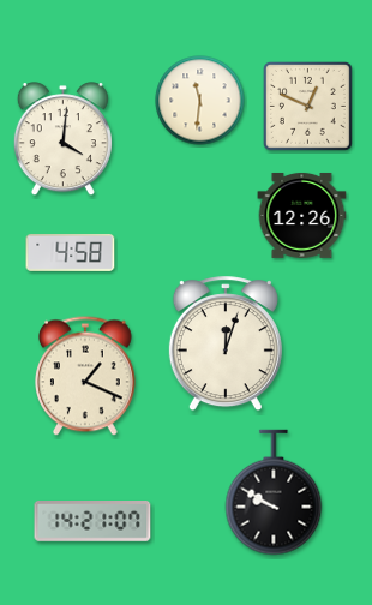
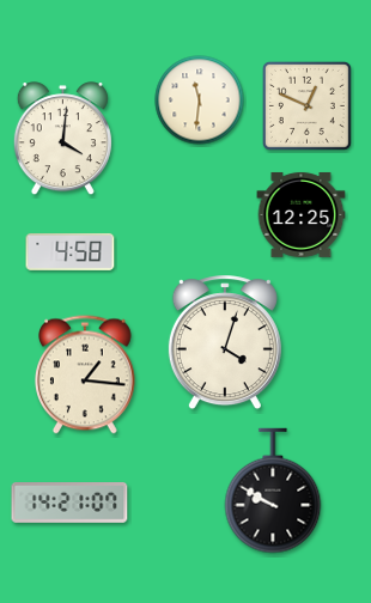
clock at (302, 215): 12:26 -> 12:25
clock at (226, 345): 12:03 -> 4:03
clock at (86, 376): 1:19 -> 1:16
clock at (92, 522) position: (92, 522) -> (69, 504)
